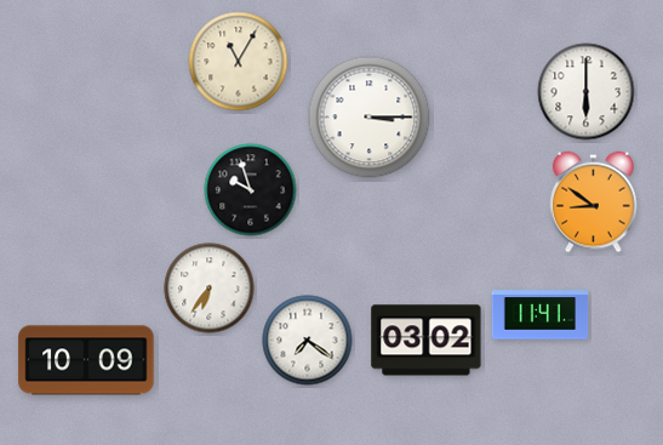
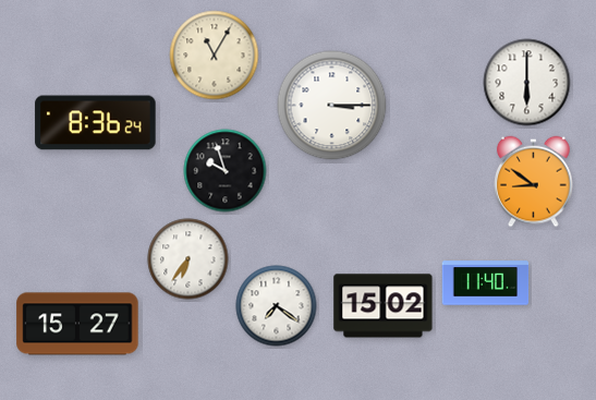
clock at (96, 123): none -> 8:36
clock at (541, 315): 11:41 -> 11:40
clock at (427, 341): 03:02 -> 15:02
clock at (86, 360): 10:09 -> 15:27
